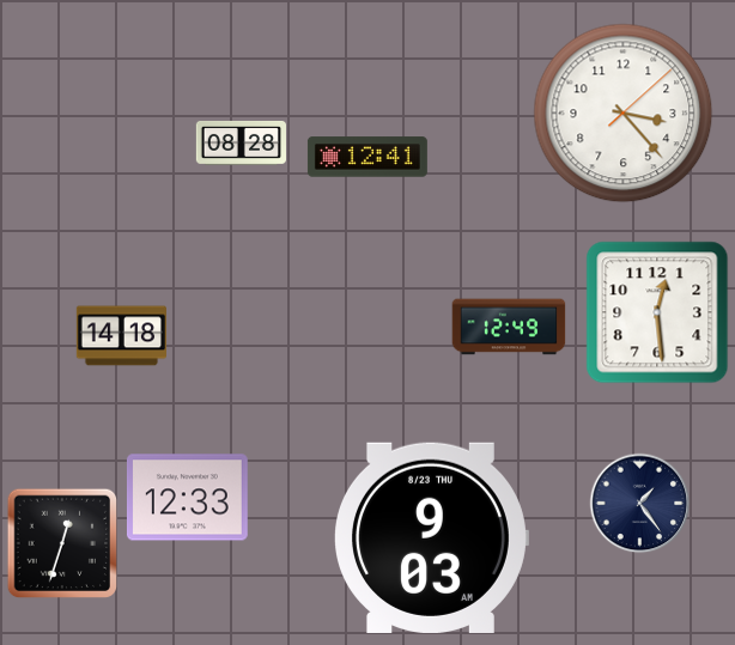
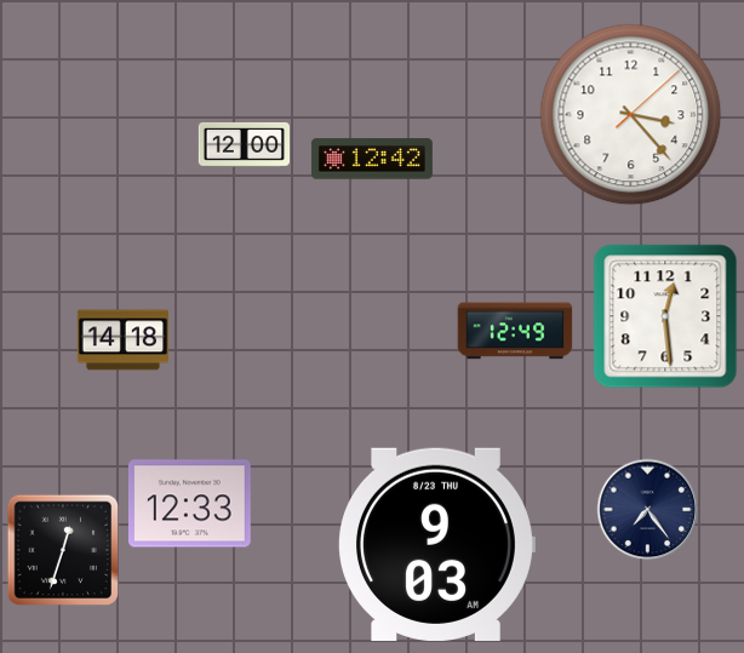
clock at (241, 142): 08:28 -> 12:00
clock at (367, 157): 12:41 -> 12:42
clock at (640, 504): 1:24 -> 7:24
